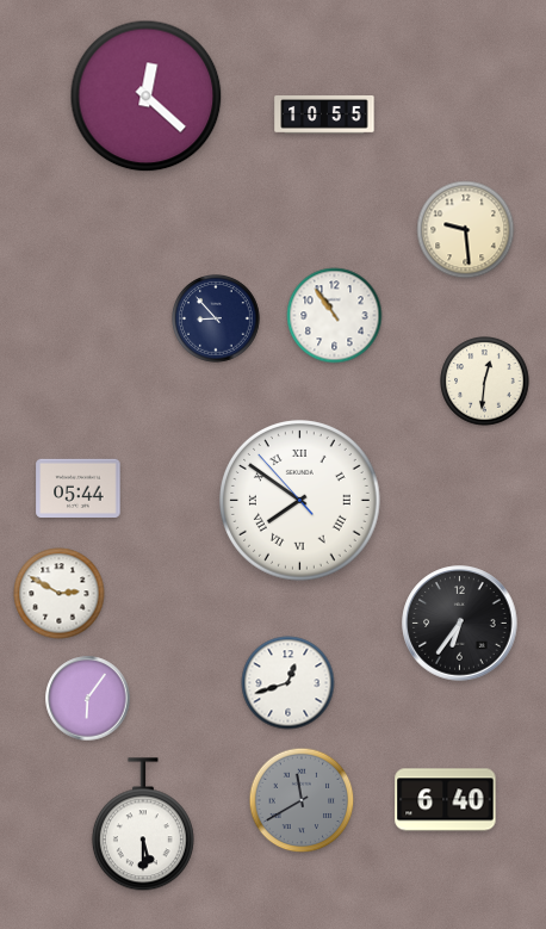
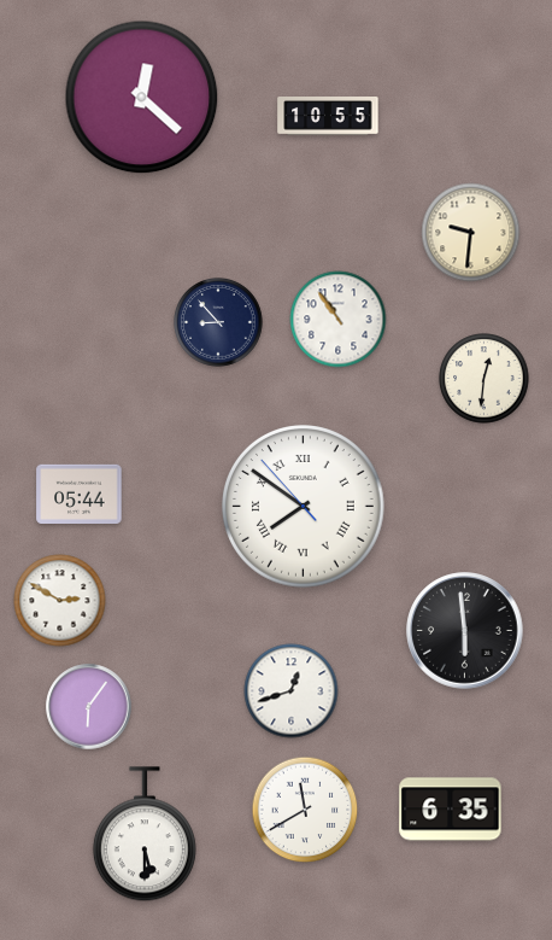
clock at (147, 97) position: (147, 97) -> (142, 98)
clock at (466, 230): 9:29 -> 9:31
clock at (485, 382) position: (485, 382) -> (485, 379)
clock at (460, 624): 6:36 -> 5:59
clock at (302, 800) dial: grey -> white
clock at (446, 800): 6:40 -> 6:35
